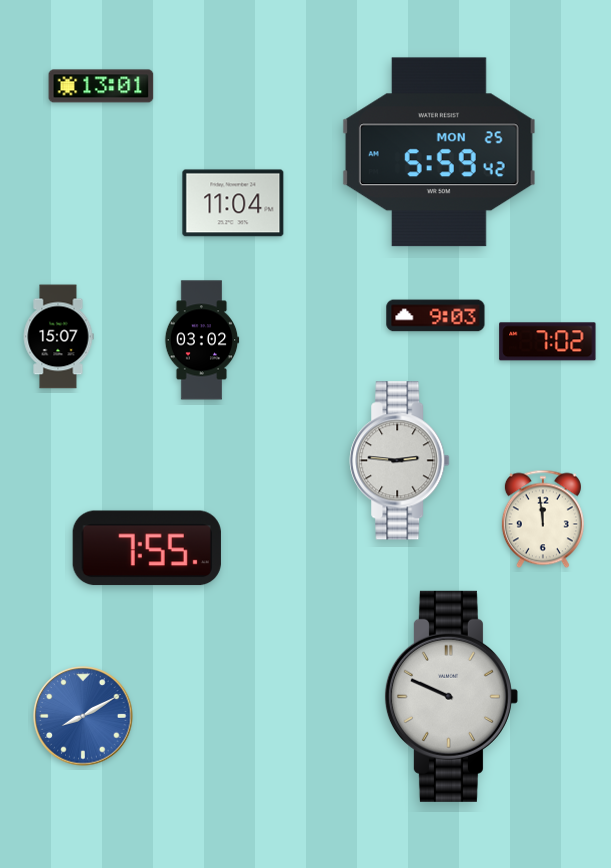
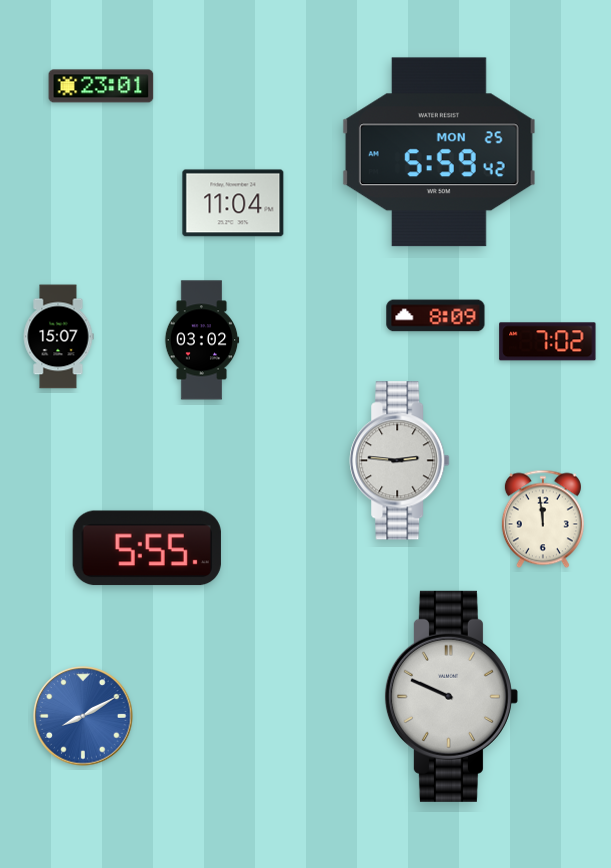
clock at (101, 86): 13:01 -> 23:01
clock at (436, 316): 9:03 -> 8:09
clock at (147, 548): 7:55 -> 5:55
